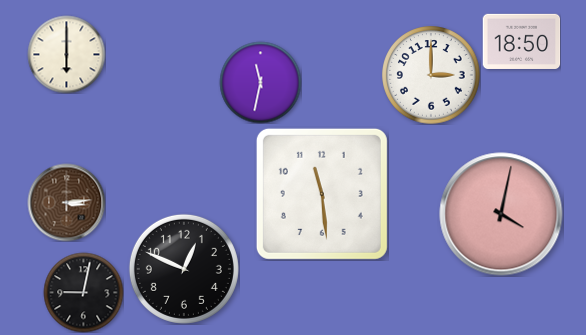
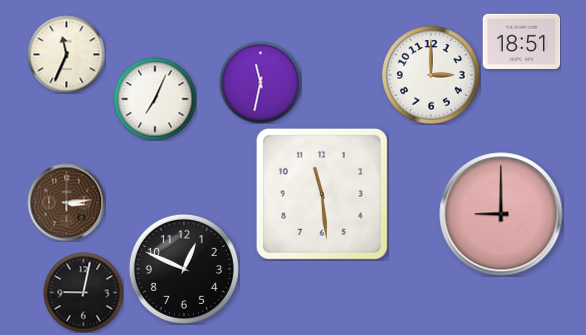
clock at (521, 41): 18:50 -> 18:51
clock at (66, 54): 6:00 -> 11:34
clock at (155, 99): none -> 7:04
clock at (501, 214): 4:02 -> 9:00
